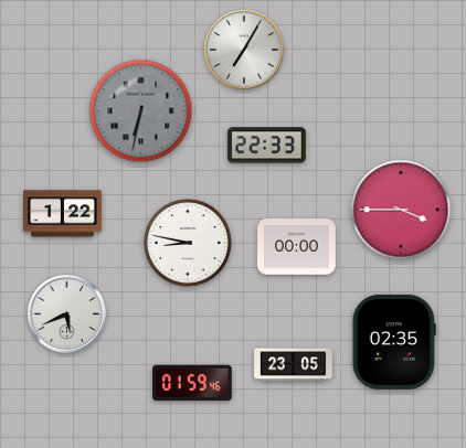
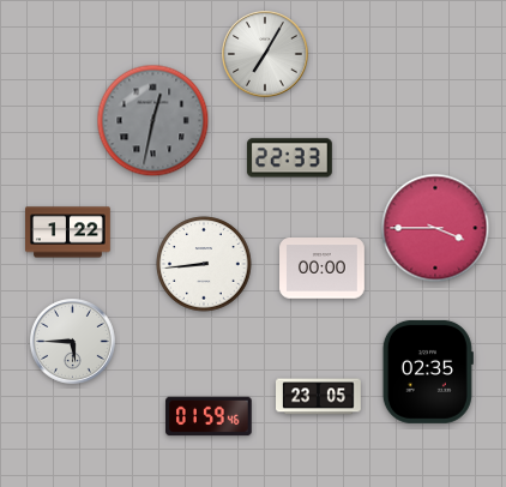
clock at (141, 111): 6:32 -> 12:32
clock at (188, 243): 8:47 -> 8:44
clock at (67, 314): 5:41 -> 5:45
